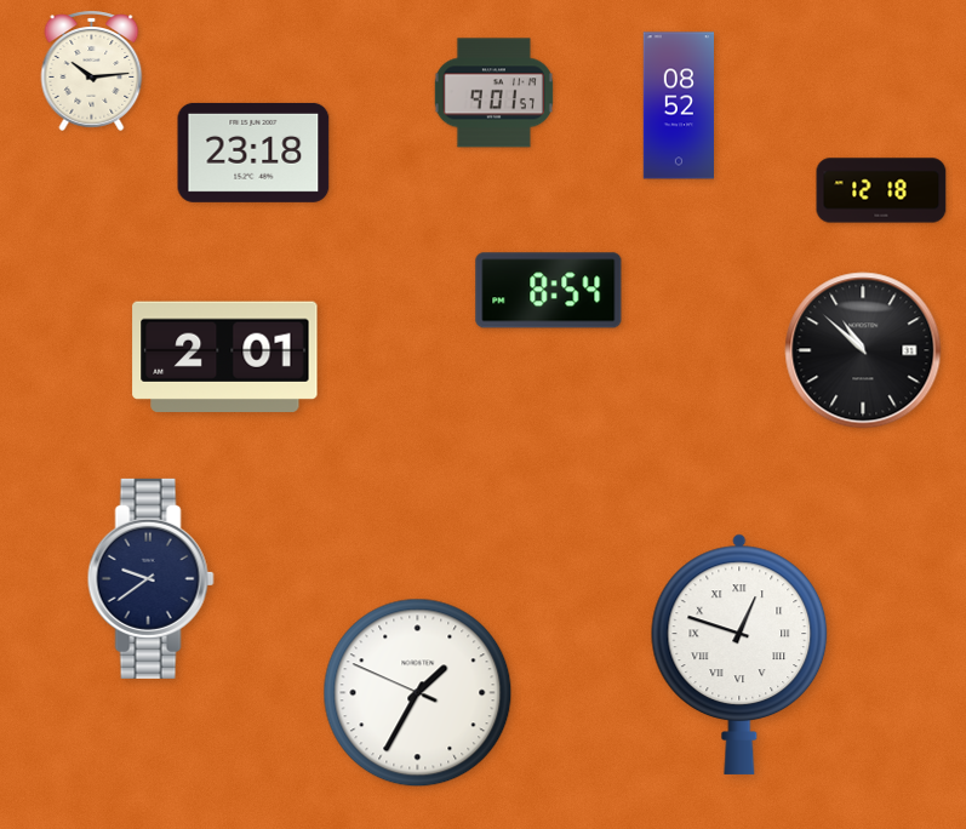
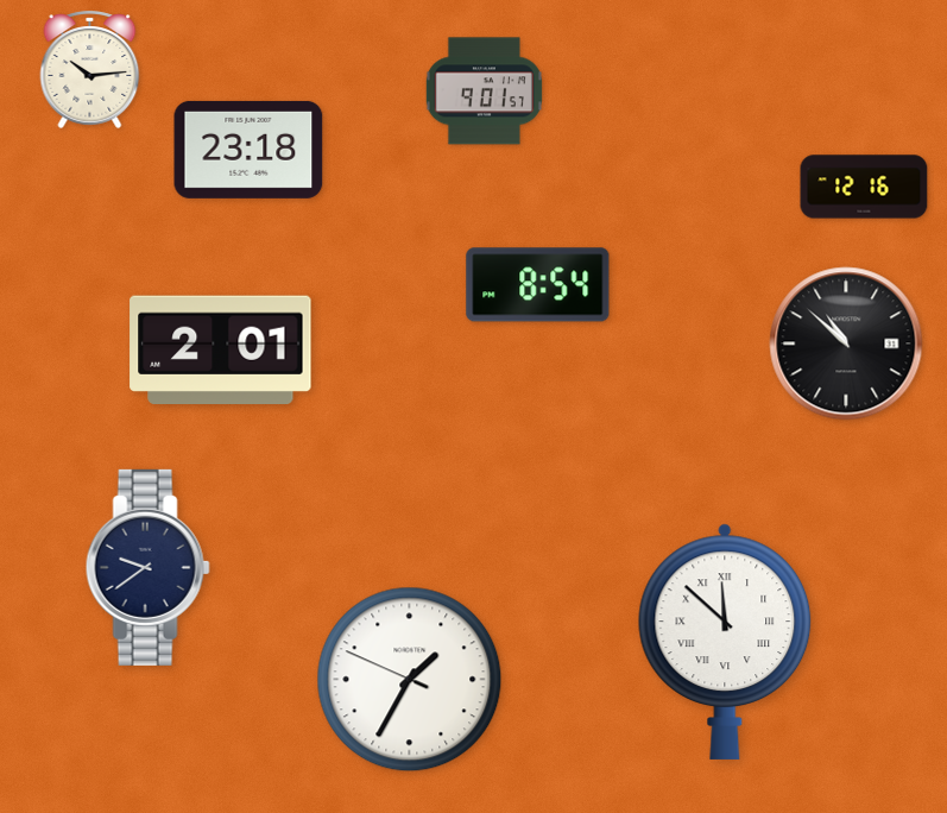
clock at (679, 105): 08:52 -> none
clock at (881, 190): 12:18 -> 12:16
clock at (739, 654): 12:48 -> 11:52
